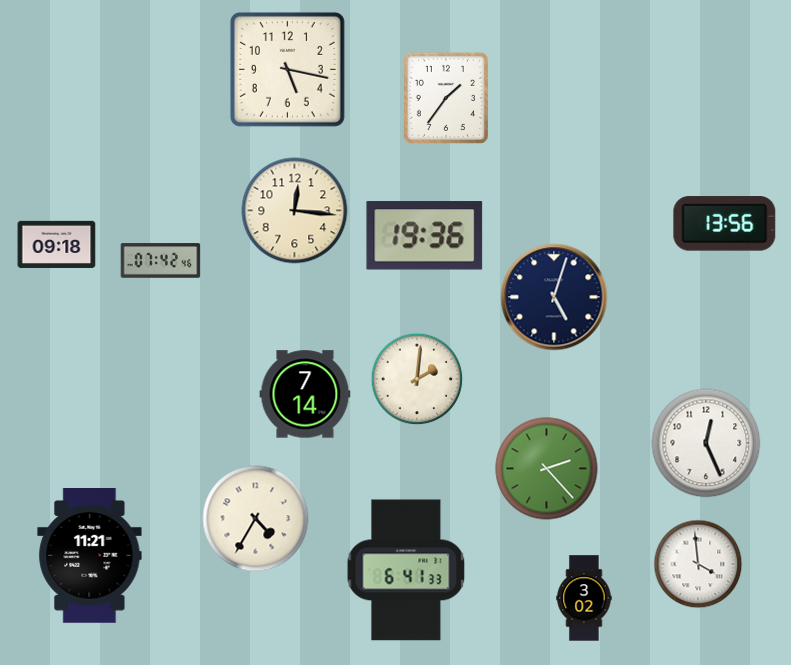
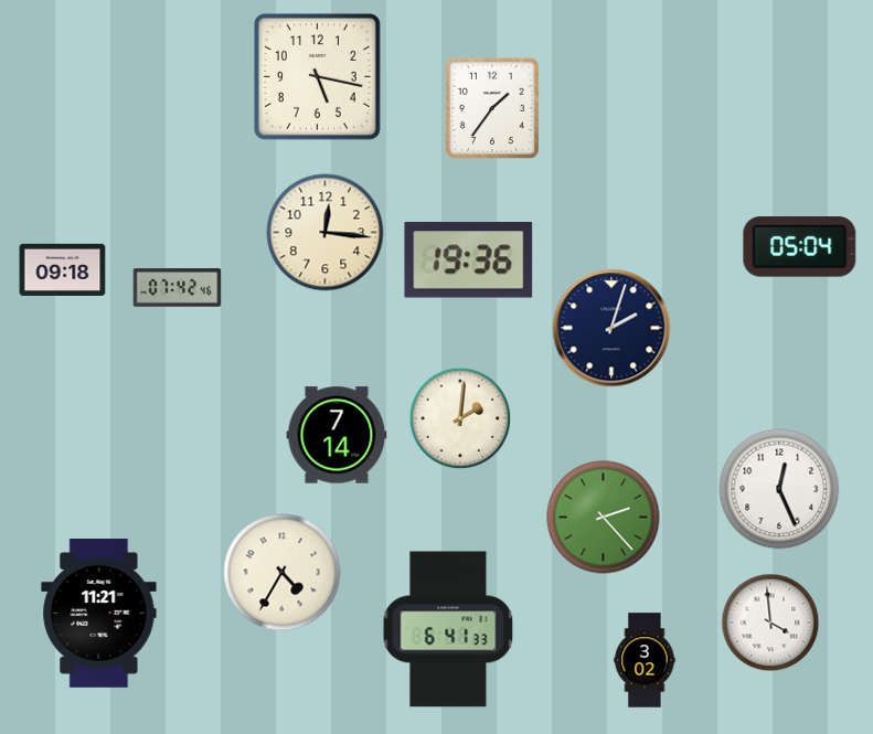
clock at (725, 224): 13:56 -> 05:04
clock at (554, 297): 5:03 -> 2:03
